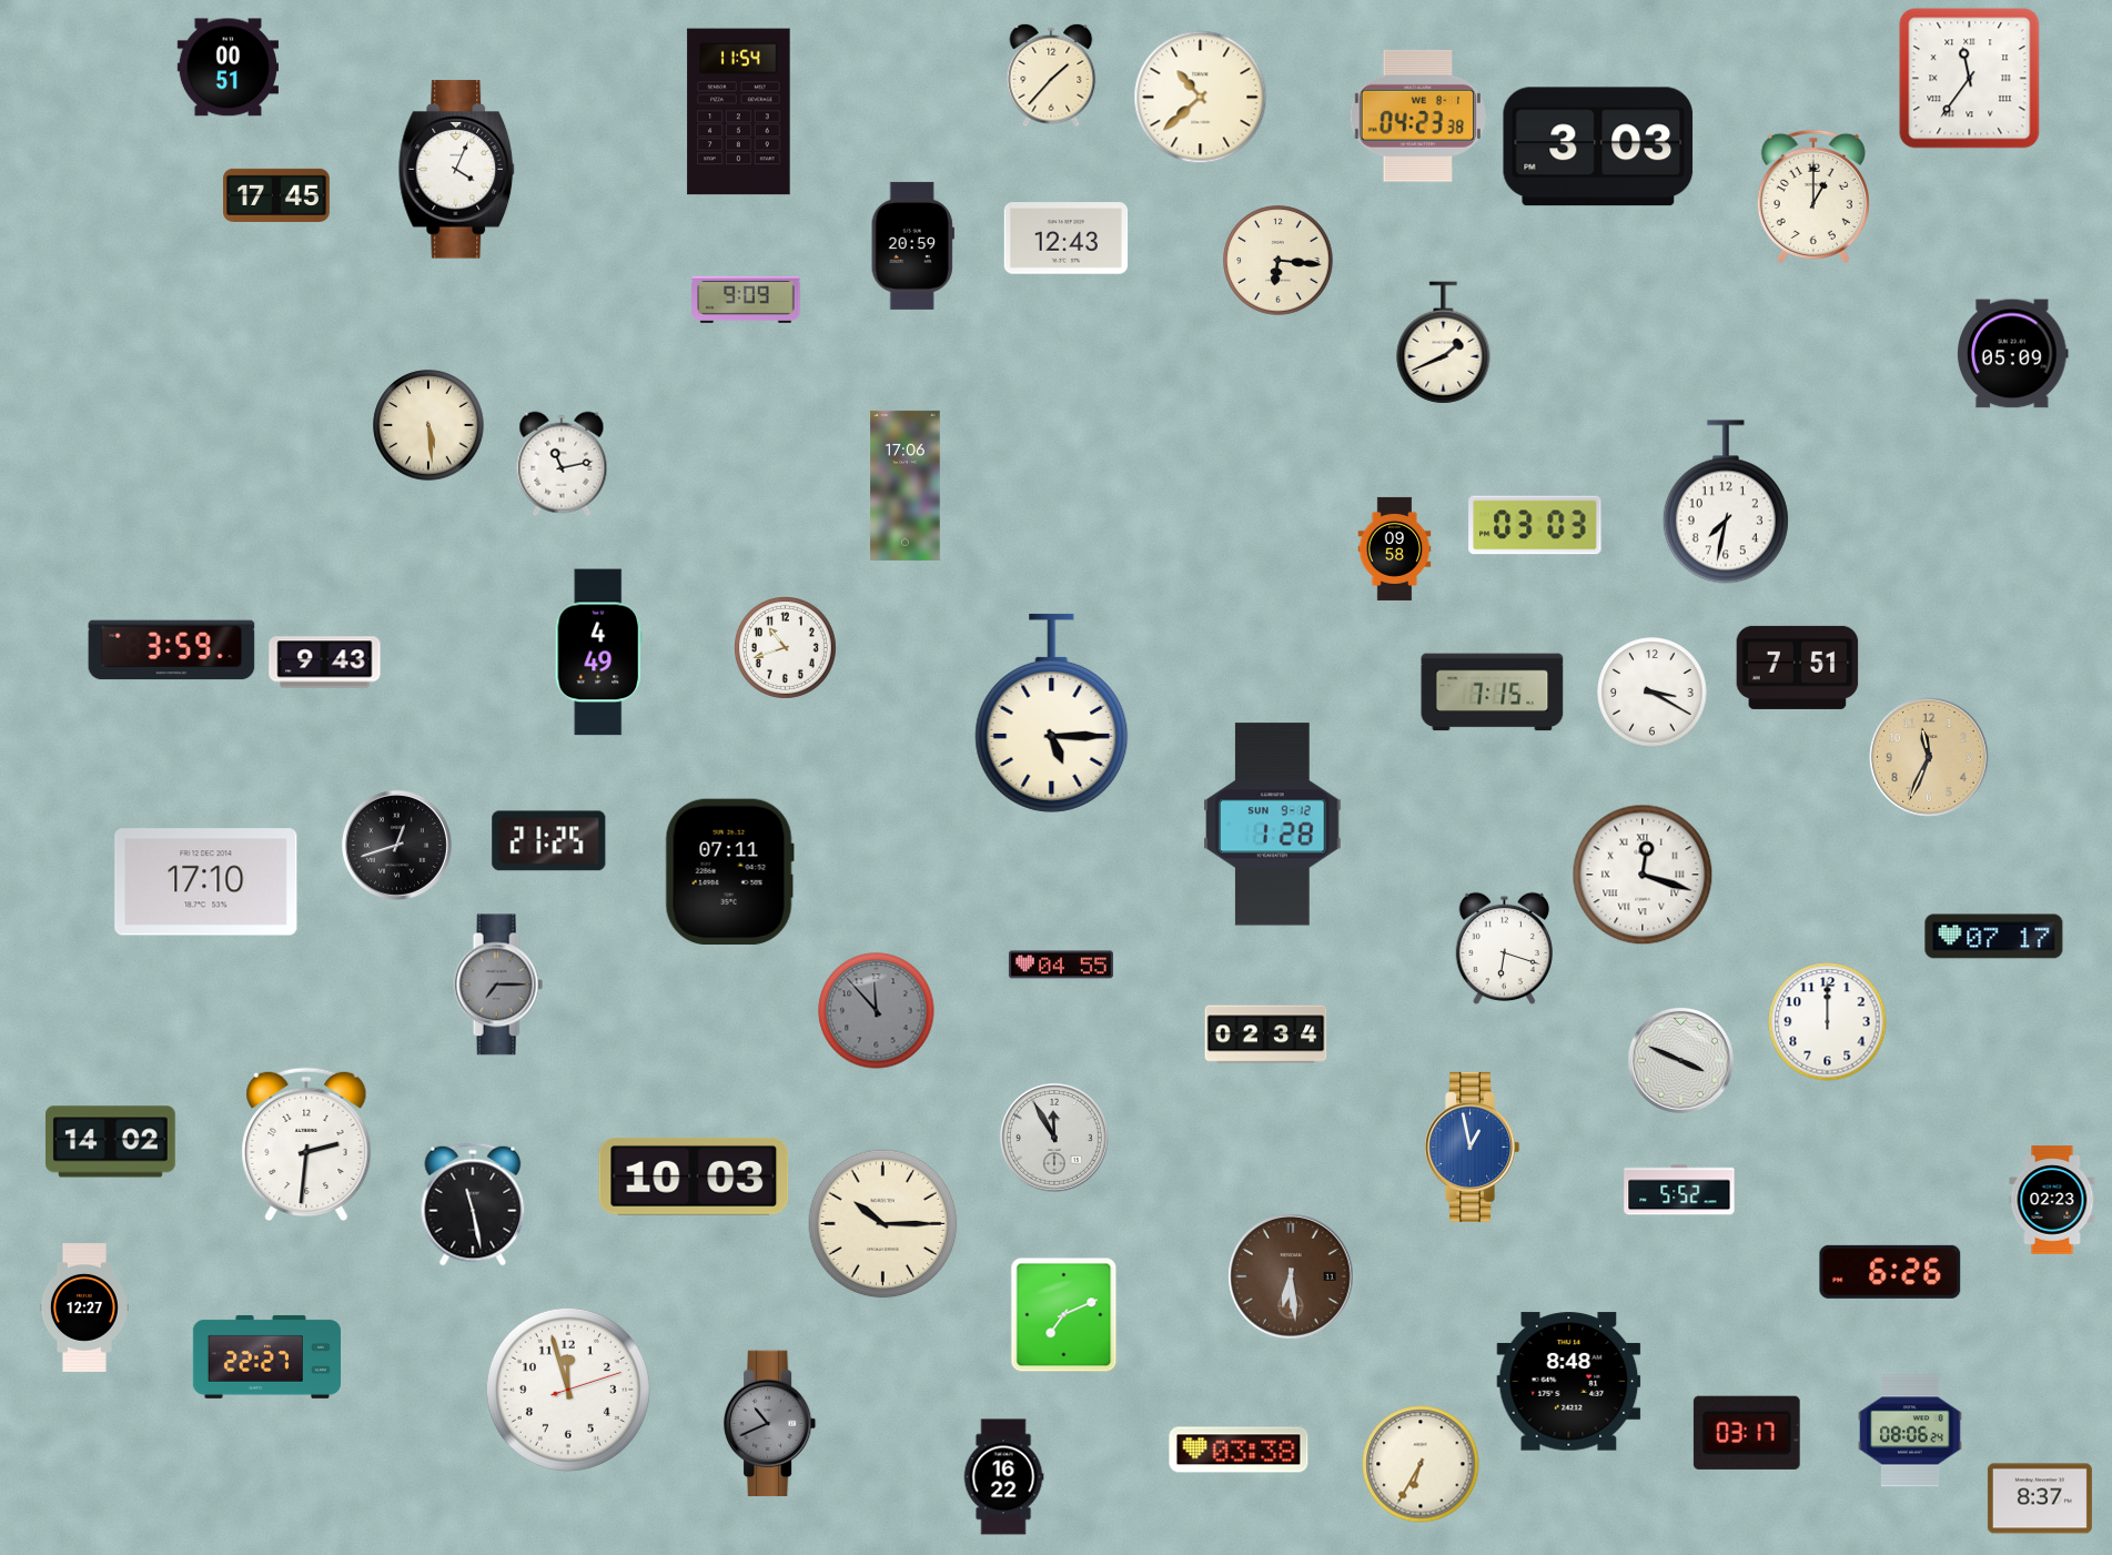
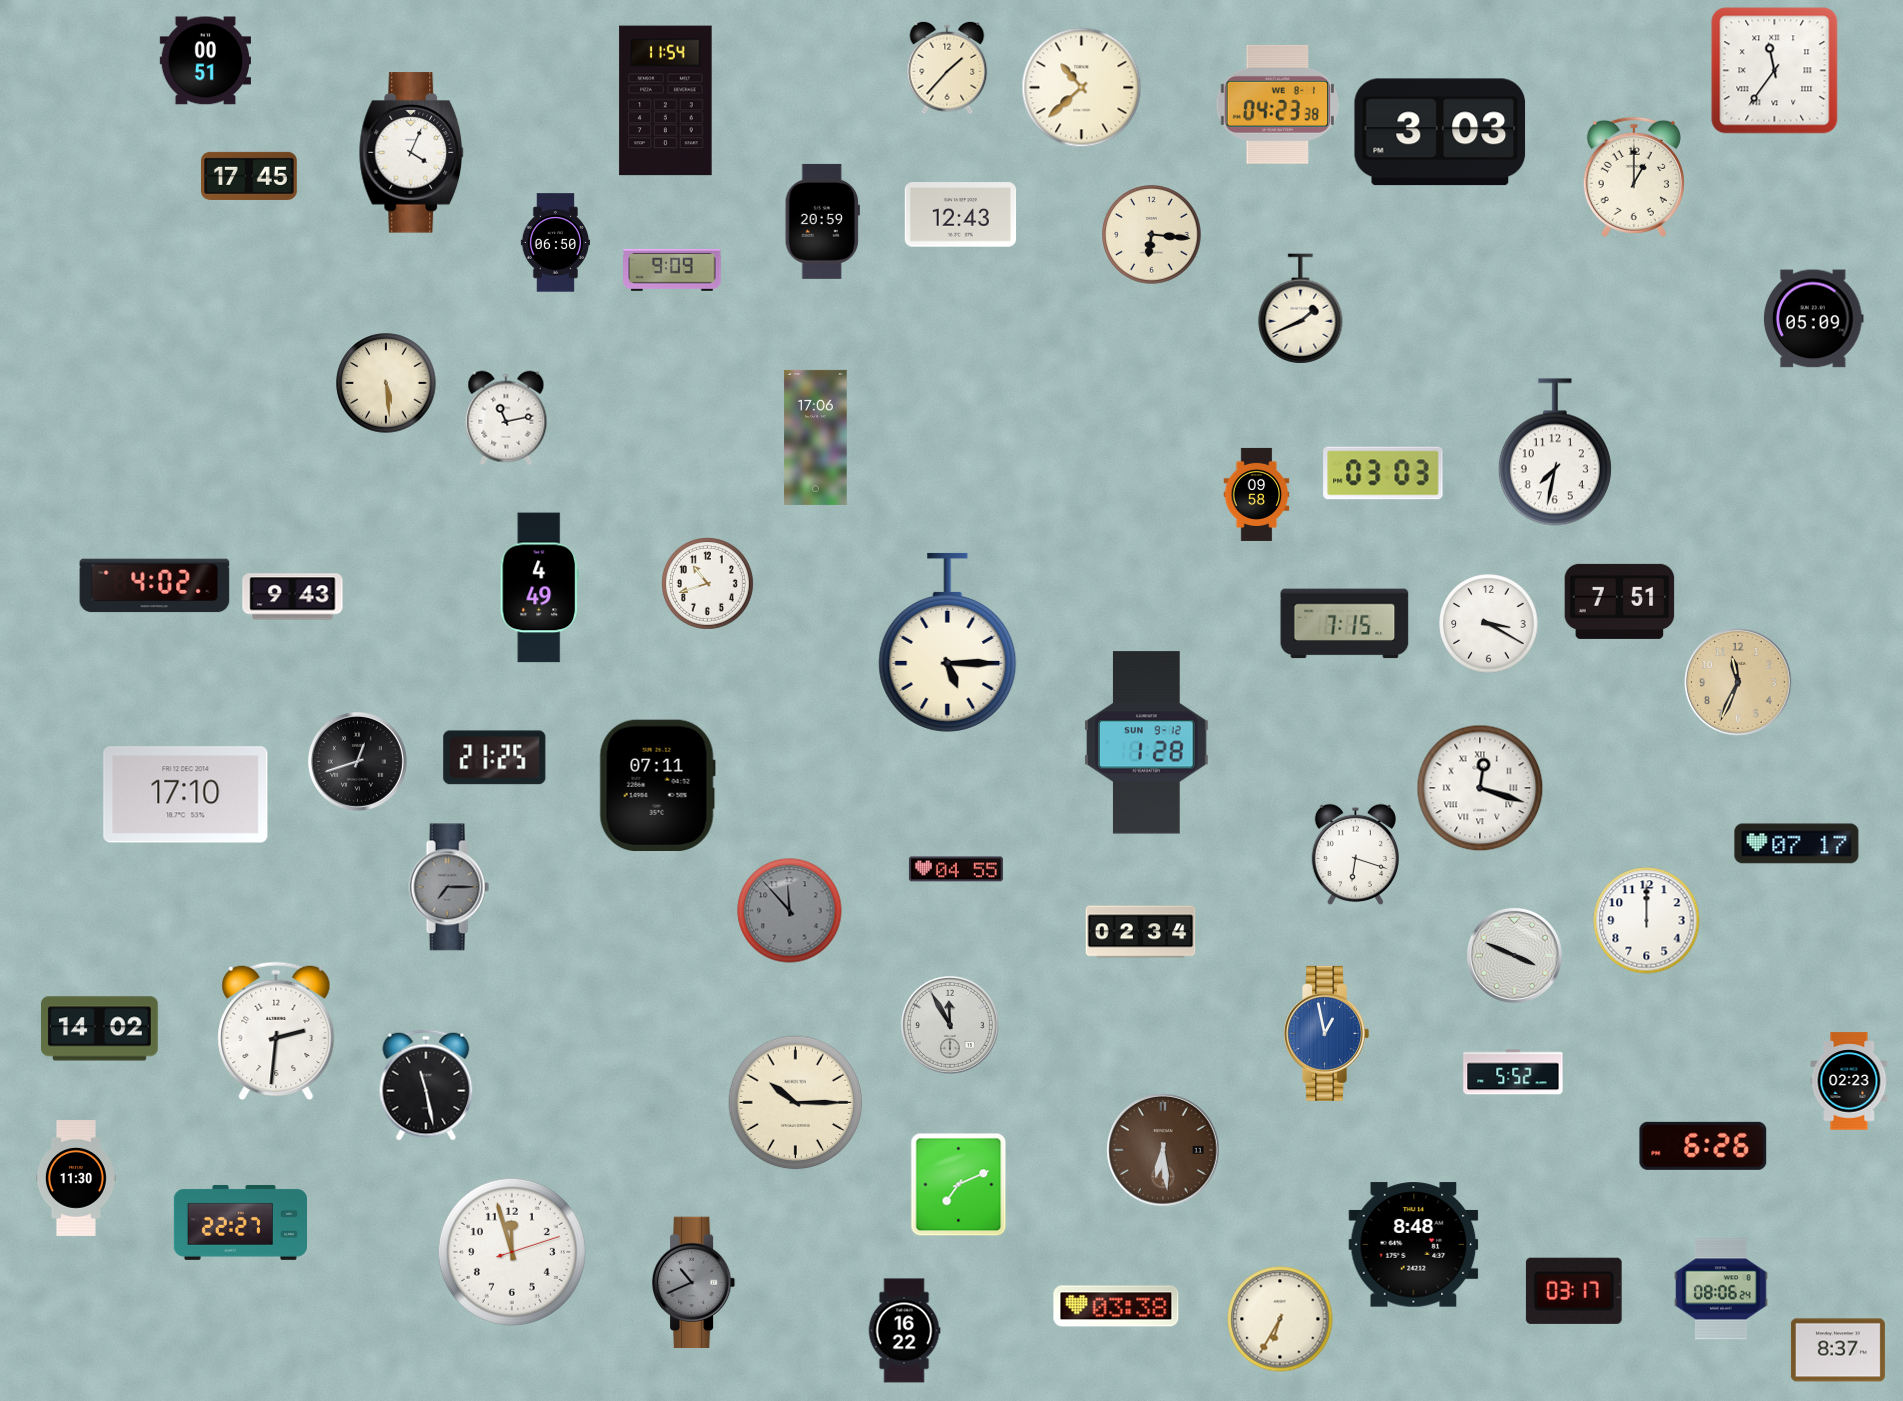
clock at (555, 243): none -> 06:50
clock at (172, 650): 3:59 -> 4:02
clock at (694, 1177): 10:03 -> none
clock at (84, 1309): 12:27 -> 11:30
